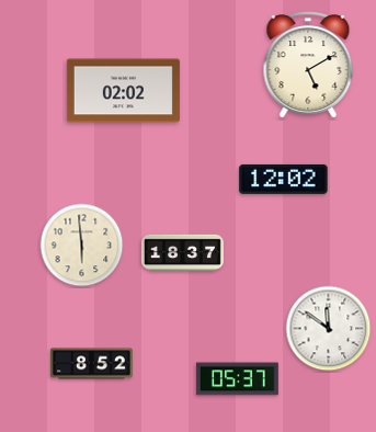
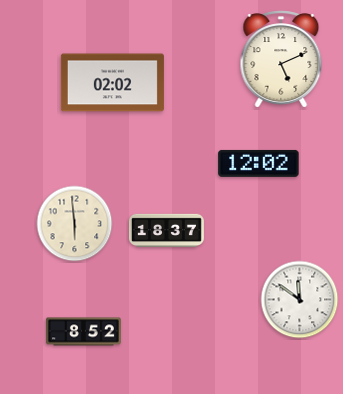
clock at (308, 65): 5:10 -> 5:11
clock at (237, 379): 05:37 -> none
